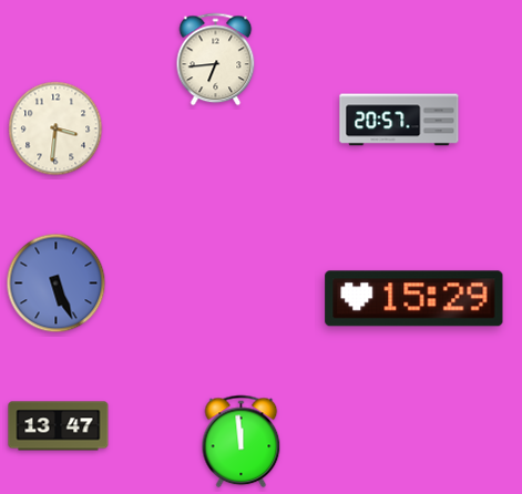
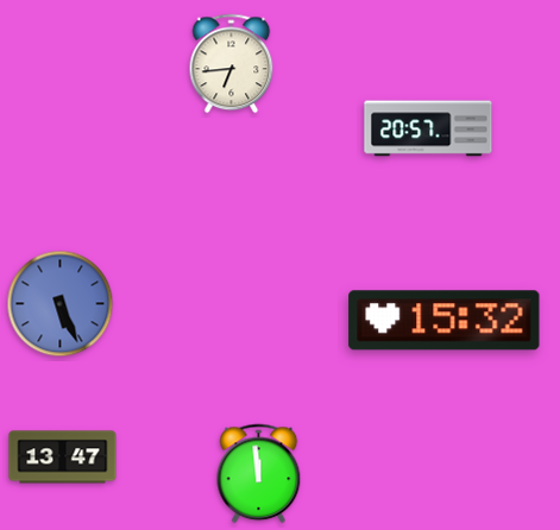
clock at (55, 128): 3:31 -> none
clock at (414, 299): 15:29 -> 15:32
